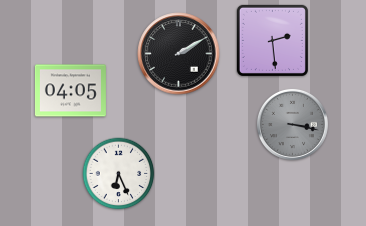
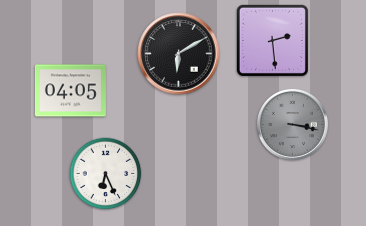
clock at (179, 54): 2:10 -> 6:10
clock at (119, 174) position: (119, 174) -> (106, 174)
